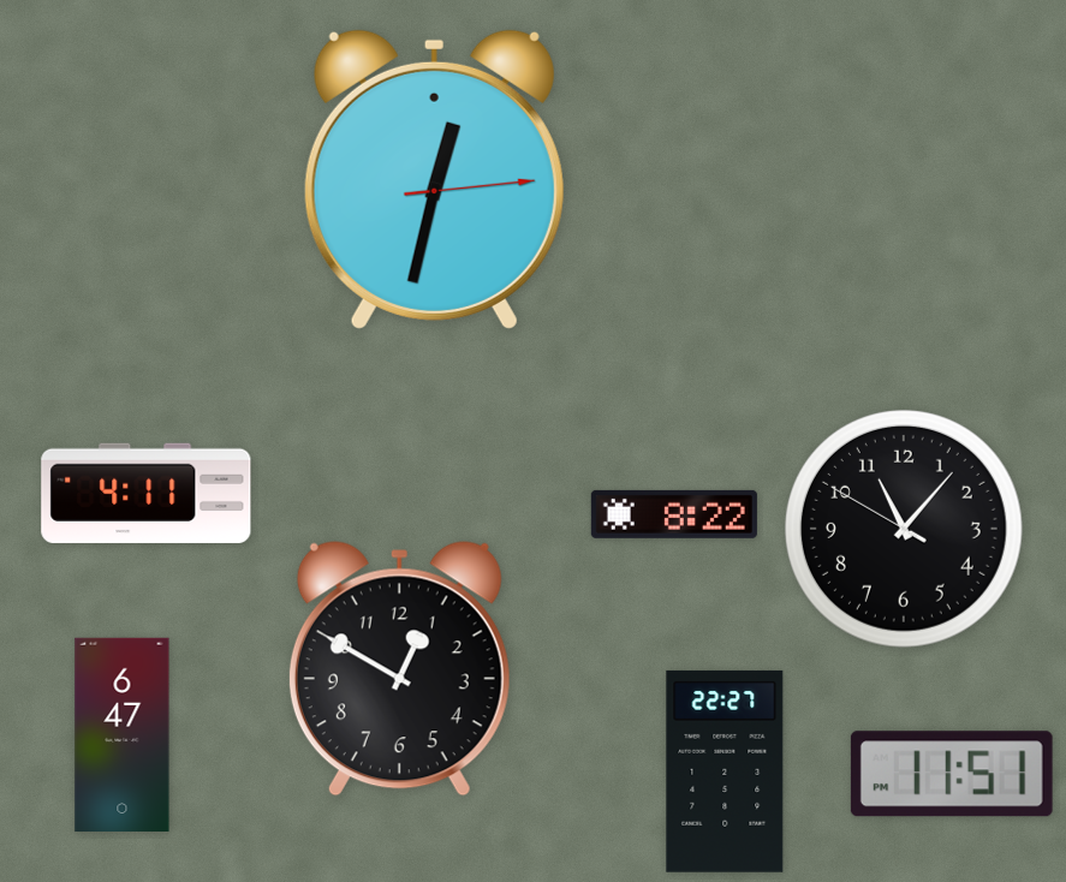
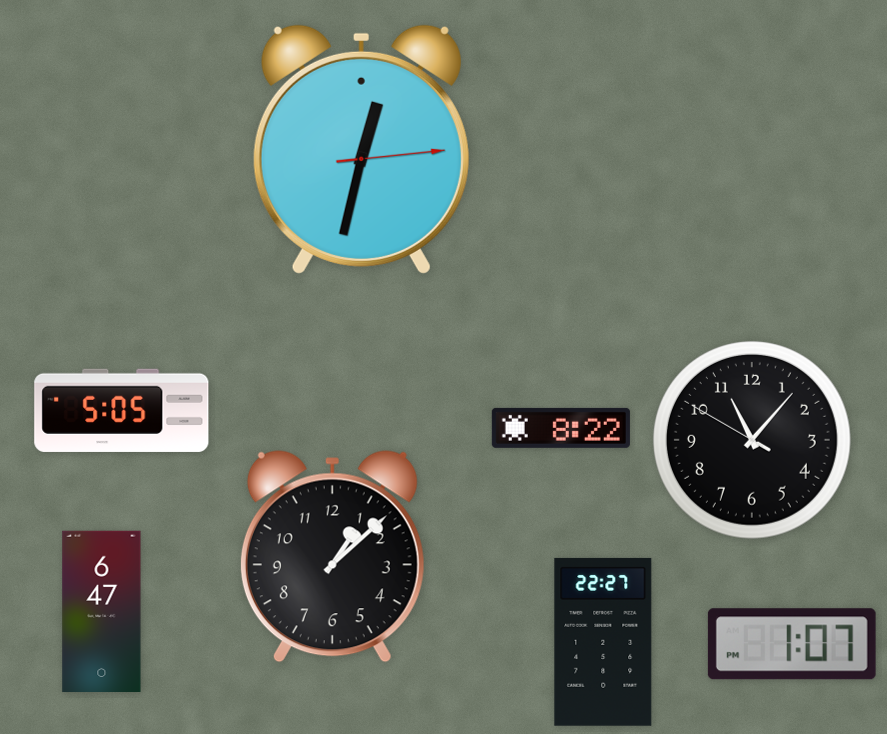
clock at (147, 493): 4:11 -> 5:05
clock at (399, 669): 12:50 -> 1:08
clock at (952, 774): 11:51 -> 1:07
